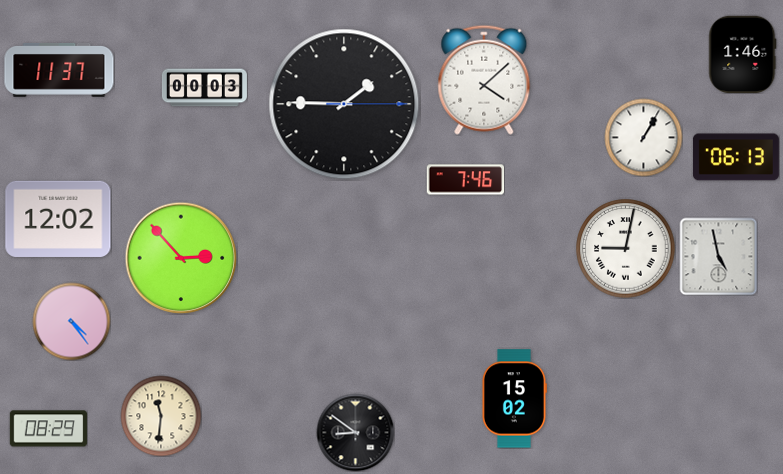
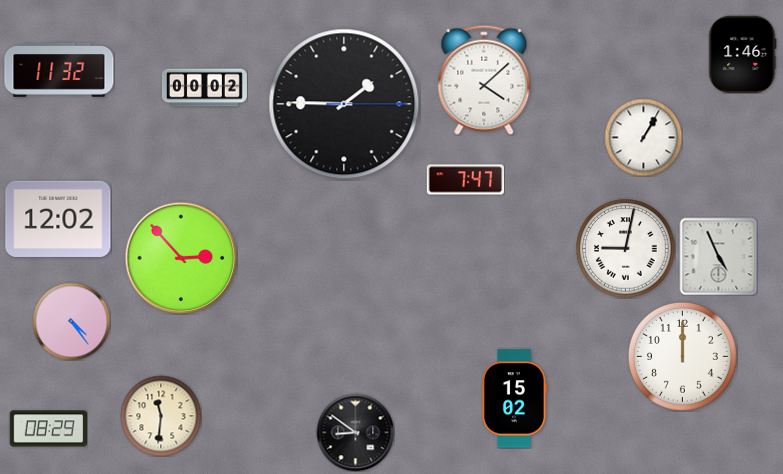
clock at (59, 70): 11:37 -> 11:32
clock at (204, 88): 00:03 -> 00:02
clock at (736, 157): 06:13 -> none
clock at (465, 180): 7:46 -> 7:47
clock at (718, 256): 4:58 -> 4:56
clock at (682, 356): none -> 12:00
